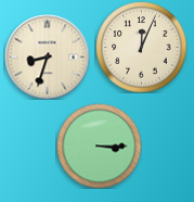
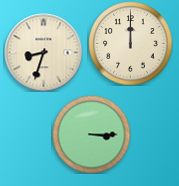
clock at (141, 47): 12:04 -> 12:00
